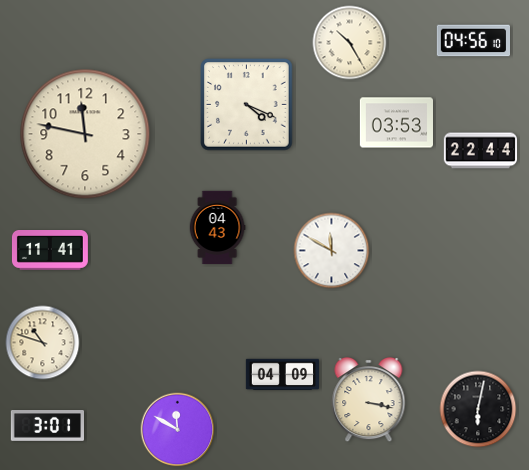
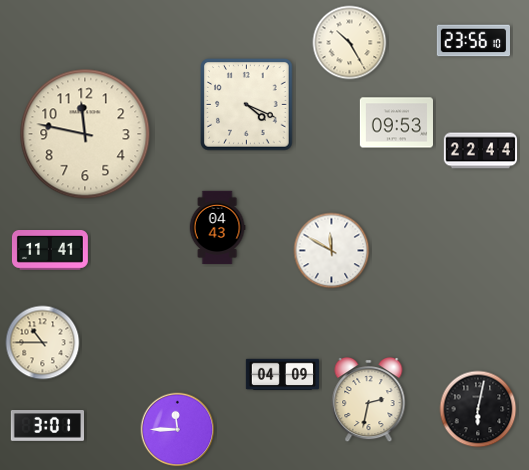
clock at (473, 41): 04:56 -> 23:56
clock at (396, 123): 03:53 -> 09:53
clock at (43, 343): 10:48 -> 10:45
clock at (369, 401): 3:17 -> 2:32
clock at (178, 430): 11:50 -> 11:45
